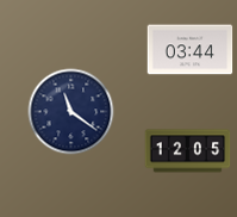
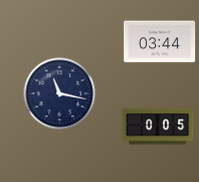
clock at (71, 112): 11:21 -> 11:17
clock at (188, 151): 12:05 -> 0:05
